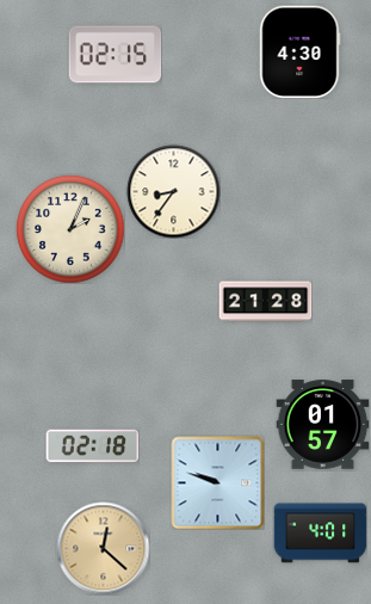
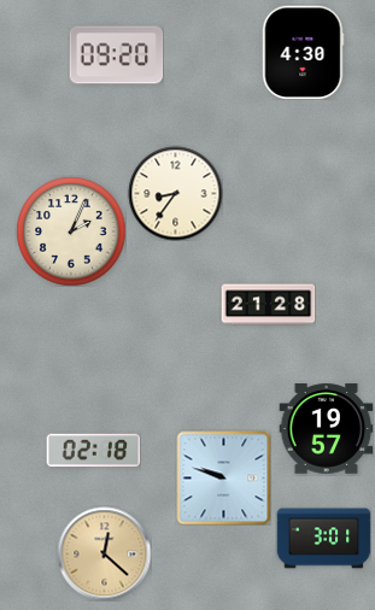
clock at (115, 55): 02:15 -> 09:20
clock at (322, 425): 01:57 -> 19:57
clock at (217, 482) position: (217, 482) -> (223, 477)
clock at (320, 534): 4:01 -> 3:01
